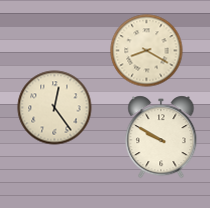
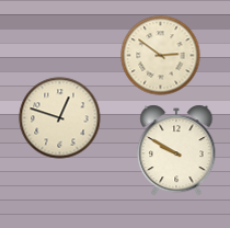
clock at (147, 51): 8:20 -> 2:51
clock at (55, 108): 12:24 -> 12:48
